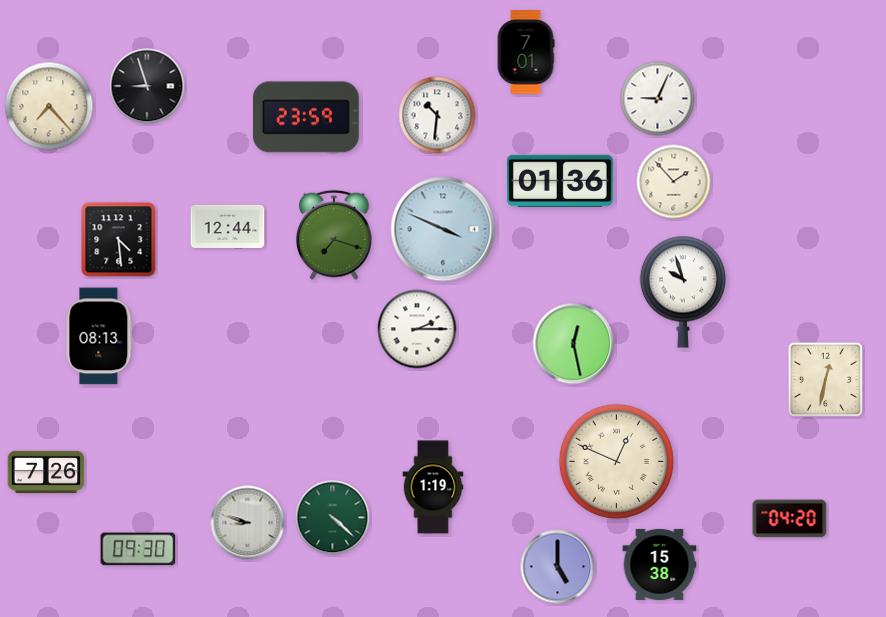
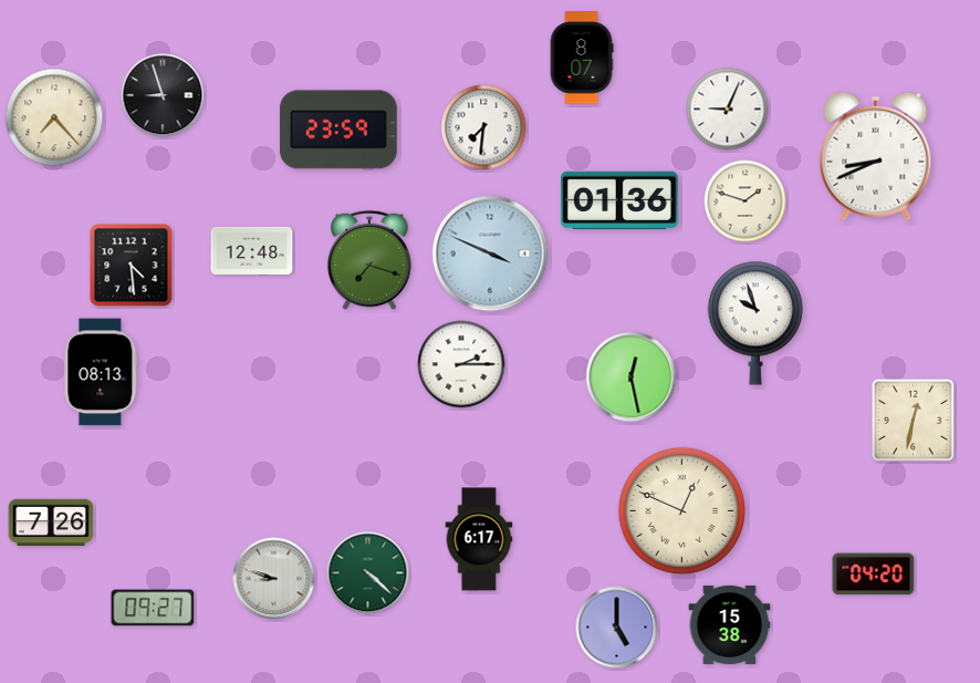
clock at (526, 52): 7:01 -> 8:07
clock at (437, 115): 10:31 -> 7:31
clock at (876, 156): none -> 8:41
clock at (674, 182): 1:53 -> 1:48
clock at (228, 226): 12:44 -> 12:48
clock at (99, 336) position: (99, 336) -> (101, 372)
clock at (574, 344) position: (574, 344) -> (632, 377)
clock at (433, 487): 1:19 -> 6:17
clock at (138, 549): 09:30 -> 09:27
